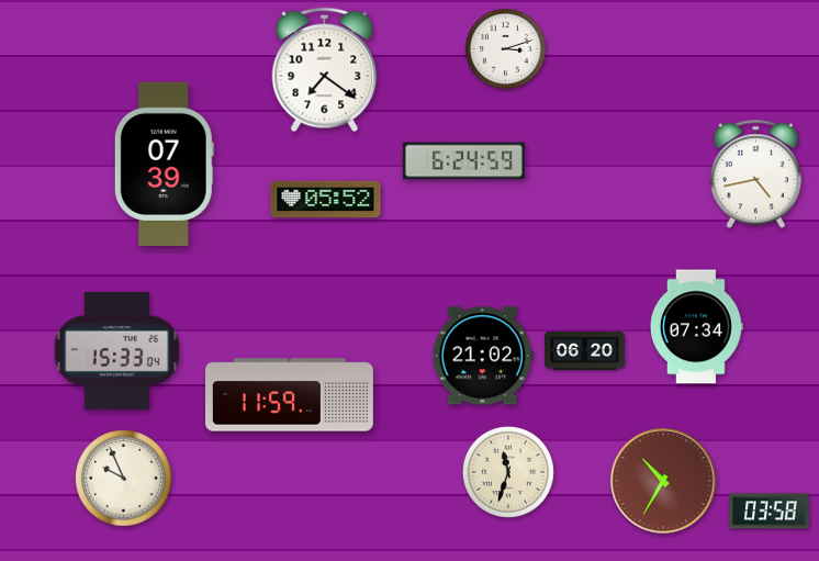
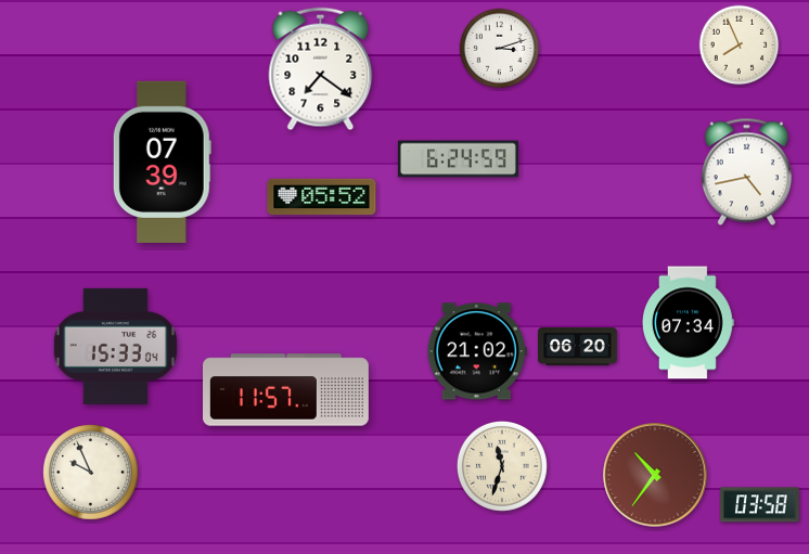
clock at (740, 46): none -> 7:56
clock at (290, 395): 11:59 -> 11:57
clock at (124, 479) position: (124, 479) -> (91, 473)
clock at (663, 481): 10:35 -> 10:36
